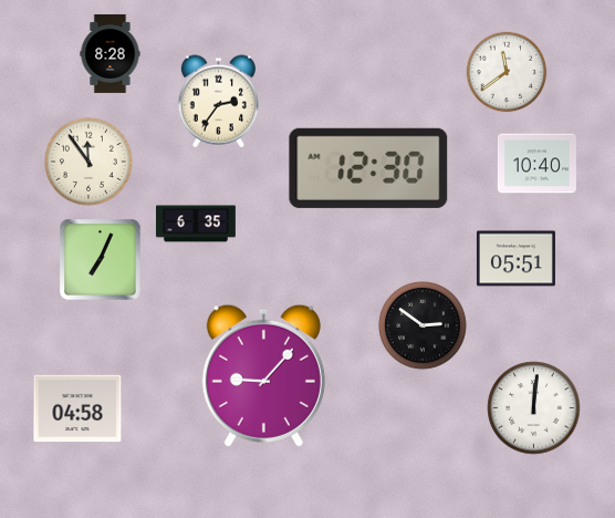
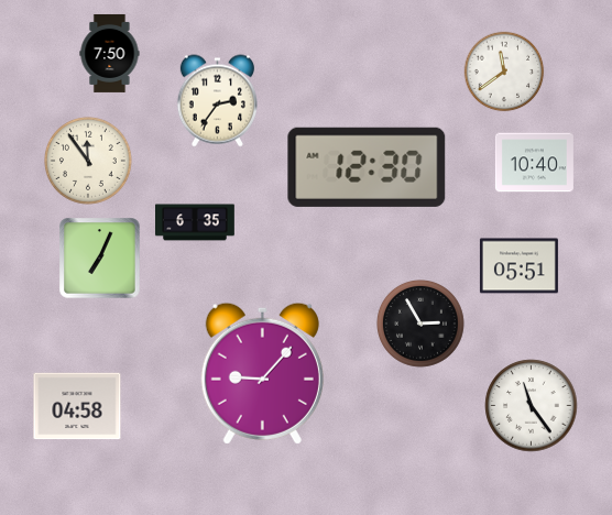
clock at (111, 53): 8:28 -> 7:50
clock at (515, 259) position: (515, 259) -> (518, 266)
clock at (424, 327): 2:51 -> 2:55
clock at (534, 408): 12:01 -> 11:24
